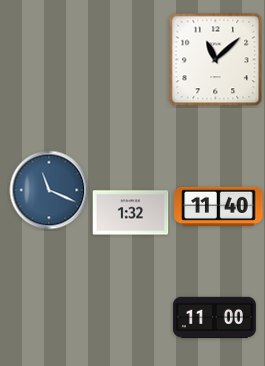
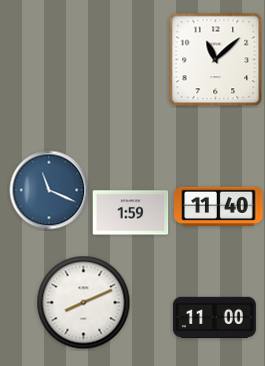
clock at (131, 213): 1:32 -> 1:59
clock at (84, 303): none -> 8:11
